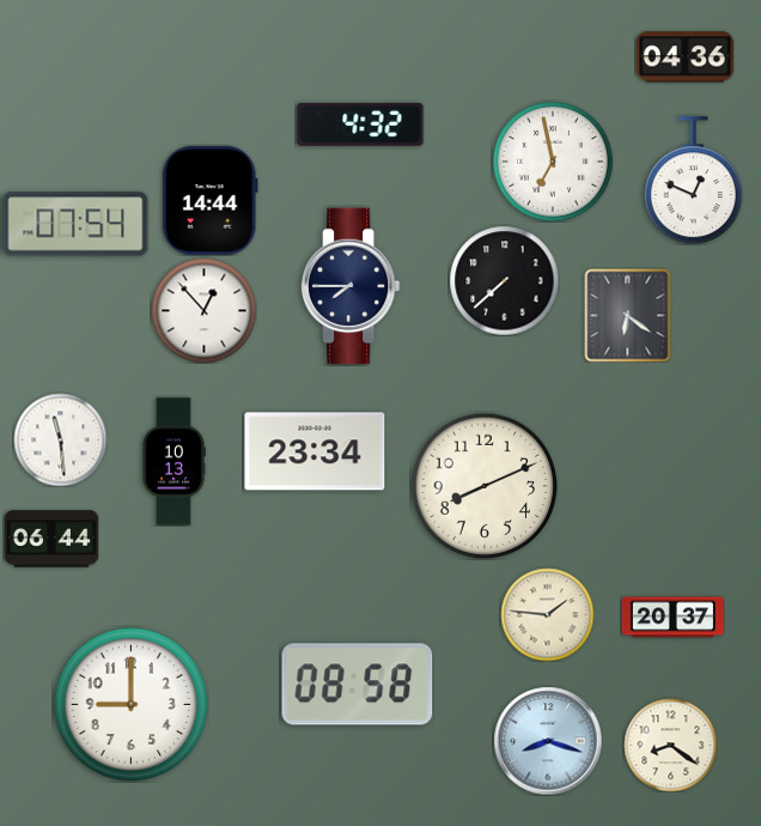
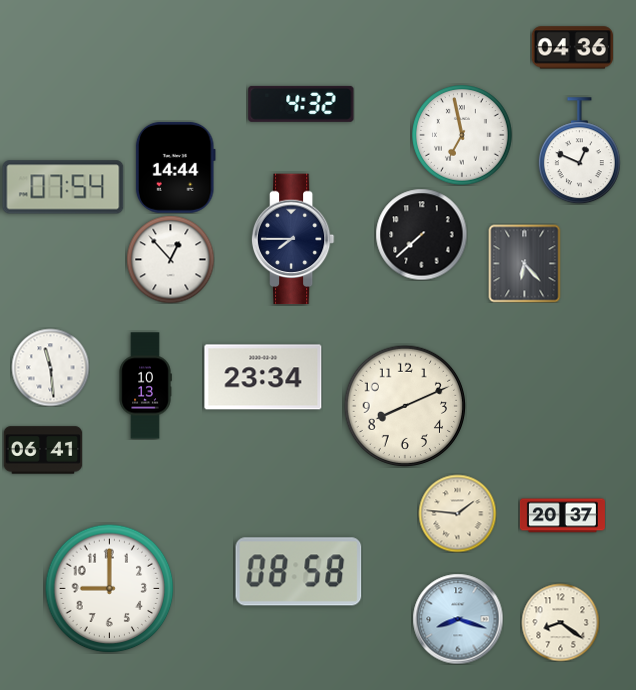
clock at (628, 315): 6:21 -> 6:23
clock at (51, 539): 06:44 -> 06:41
